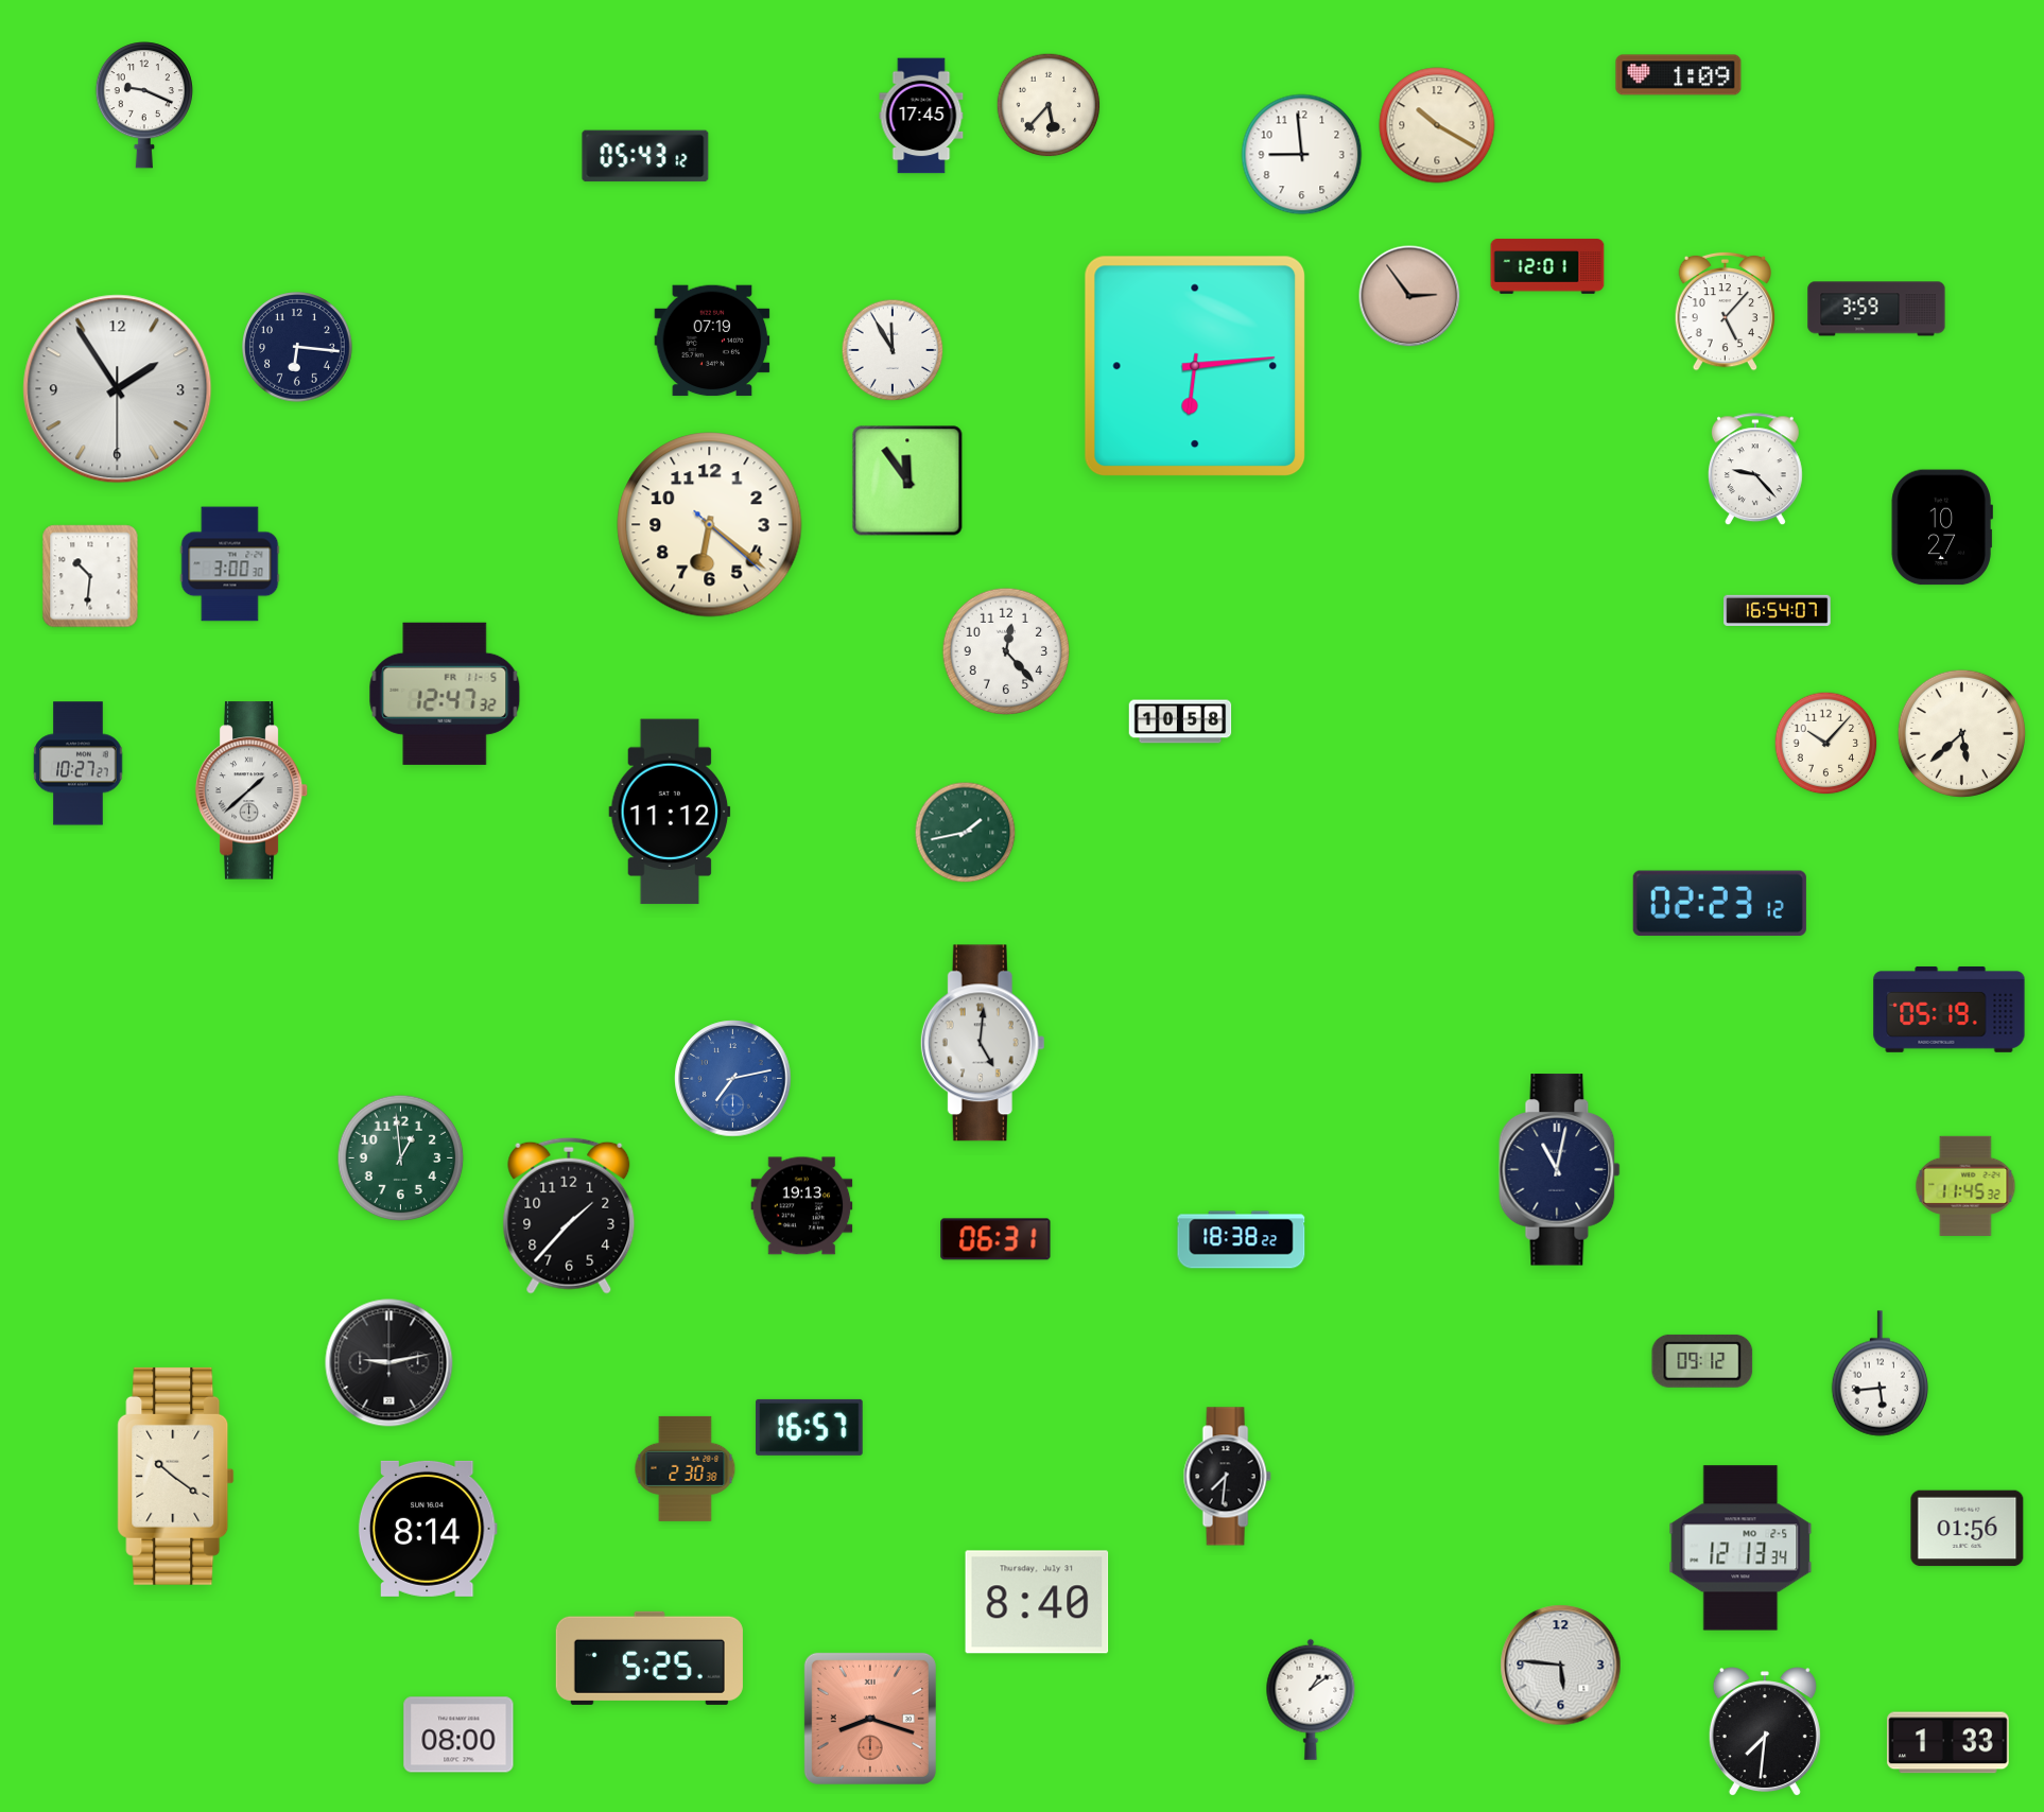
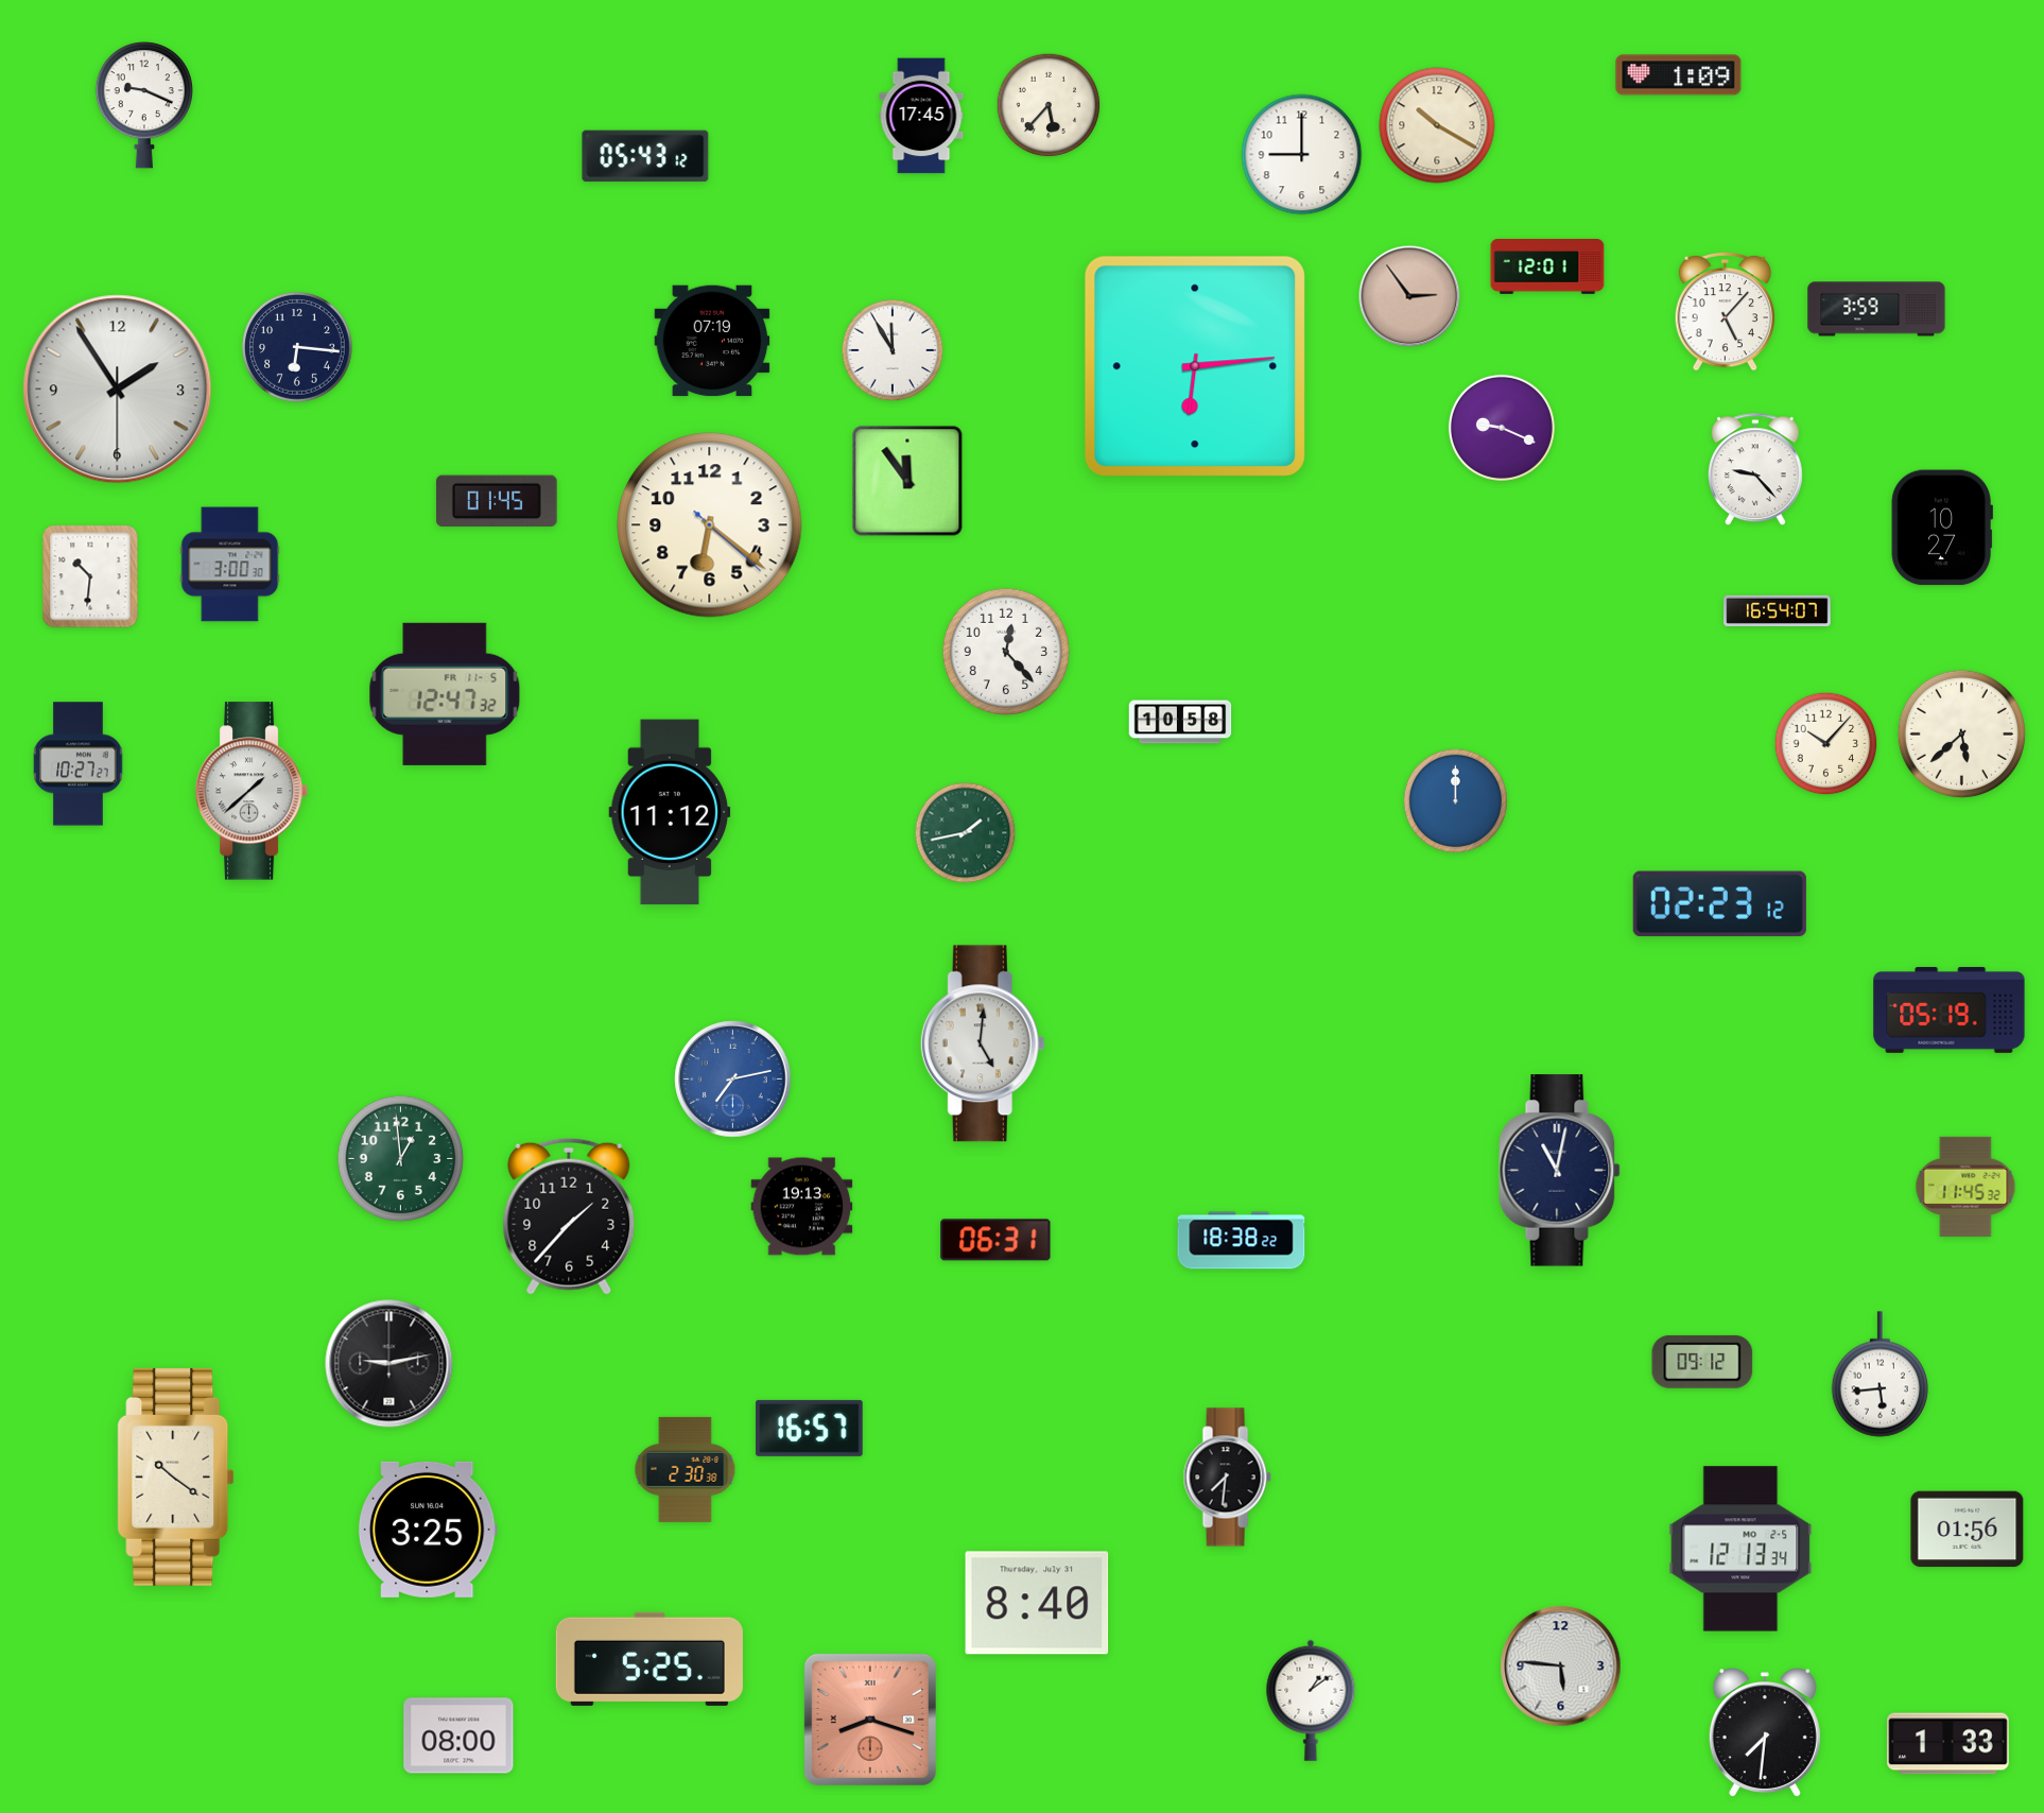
clock at (1302, 155): 8:59 -> 9:00
clock at (1502, 428): none -> 9:19
clock at (497, 501): none -> 01:45
clock at (1456, 801): none -> 12:00
clock at (428, 1529): 8:14 -> 3:25
